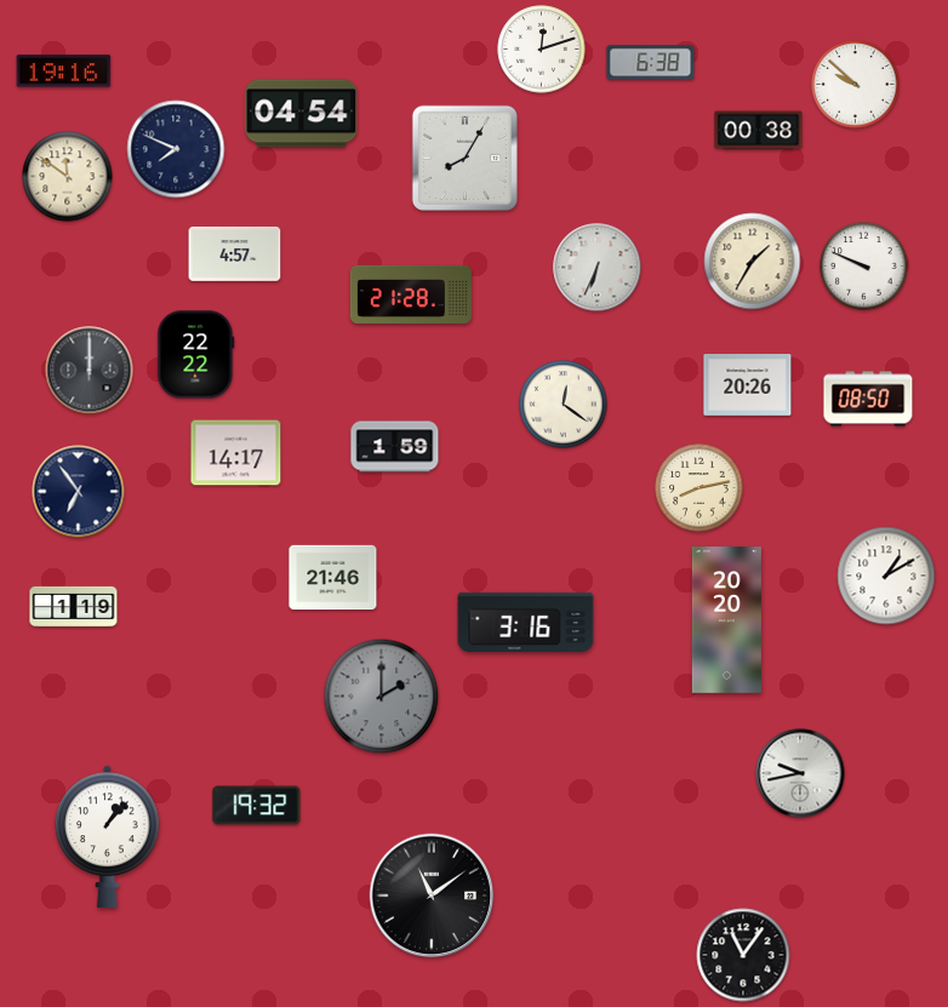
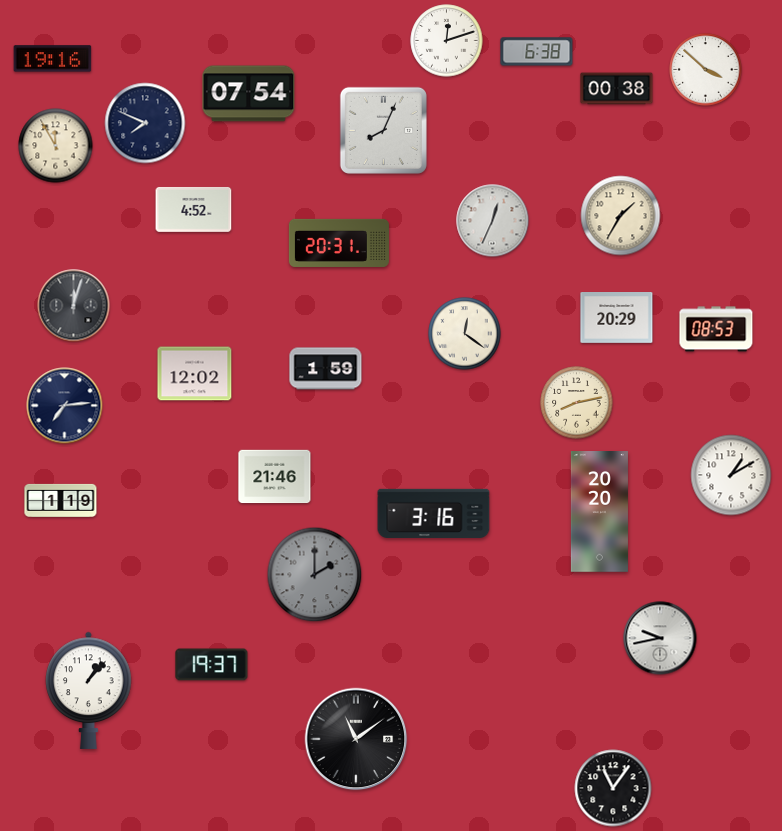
clock at (856, 85): 9:52 -> 3:52
clock at (302, 114): 04:54 -> 07:54
clock at (759, 131) position: (759, 131) -> (617, 89)
clock at (464, 158): 8:05 -> 8:04
clock at (68, 177): 11:51 -> 11:55
clock at (235, 253): 4:57 -> 4:52
clock at (864, 267): 9:49 -> none
clock at (598, 268): 6:34 -> 12:34
clock at (411, 294): 21:28 -> 20:31
clock at (196, 355): 22:22 -> none
clock at (90, 371): 12:00 -> 12:03
clock at (748, 385): 20:26 -> 20:29
clock at (868, 399): 08:50 -> 08:53
clock at (236, 453): 14:17 -> 12:02
clock at (79, 492): 6:54 -> 7:14
clock at (257, 806): 19:32 -> 19:37
